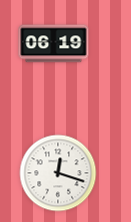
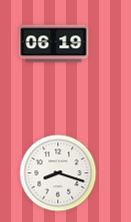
clock at (58, 173): 12:18 -> 8:18
